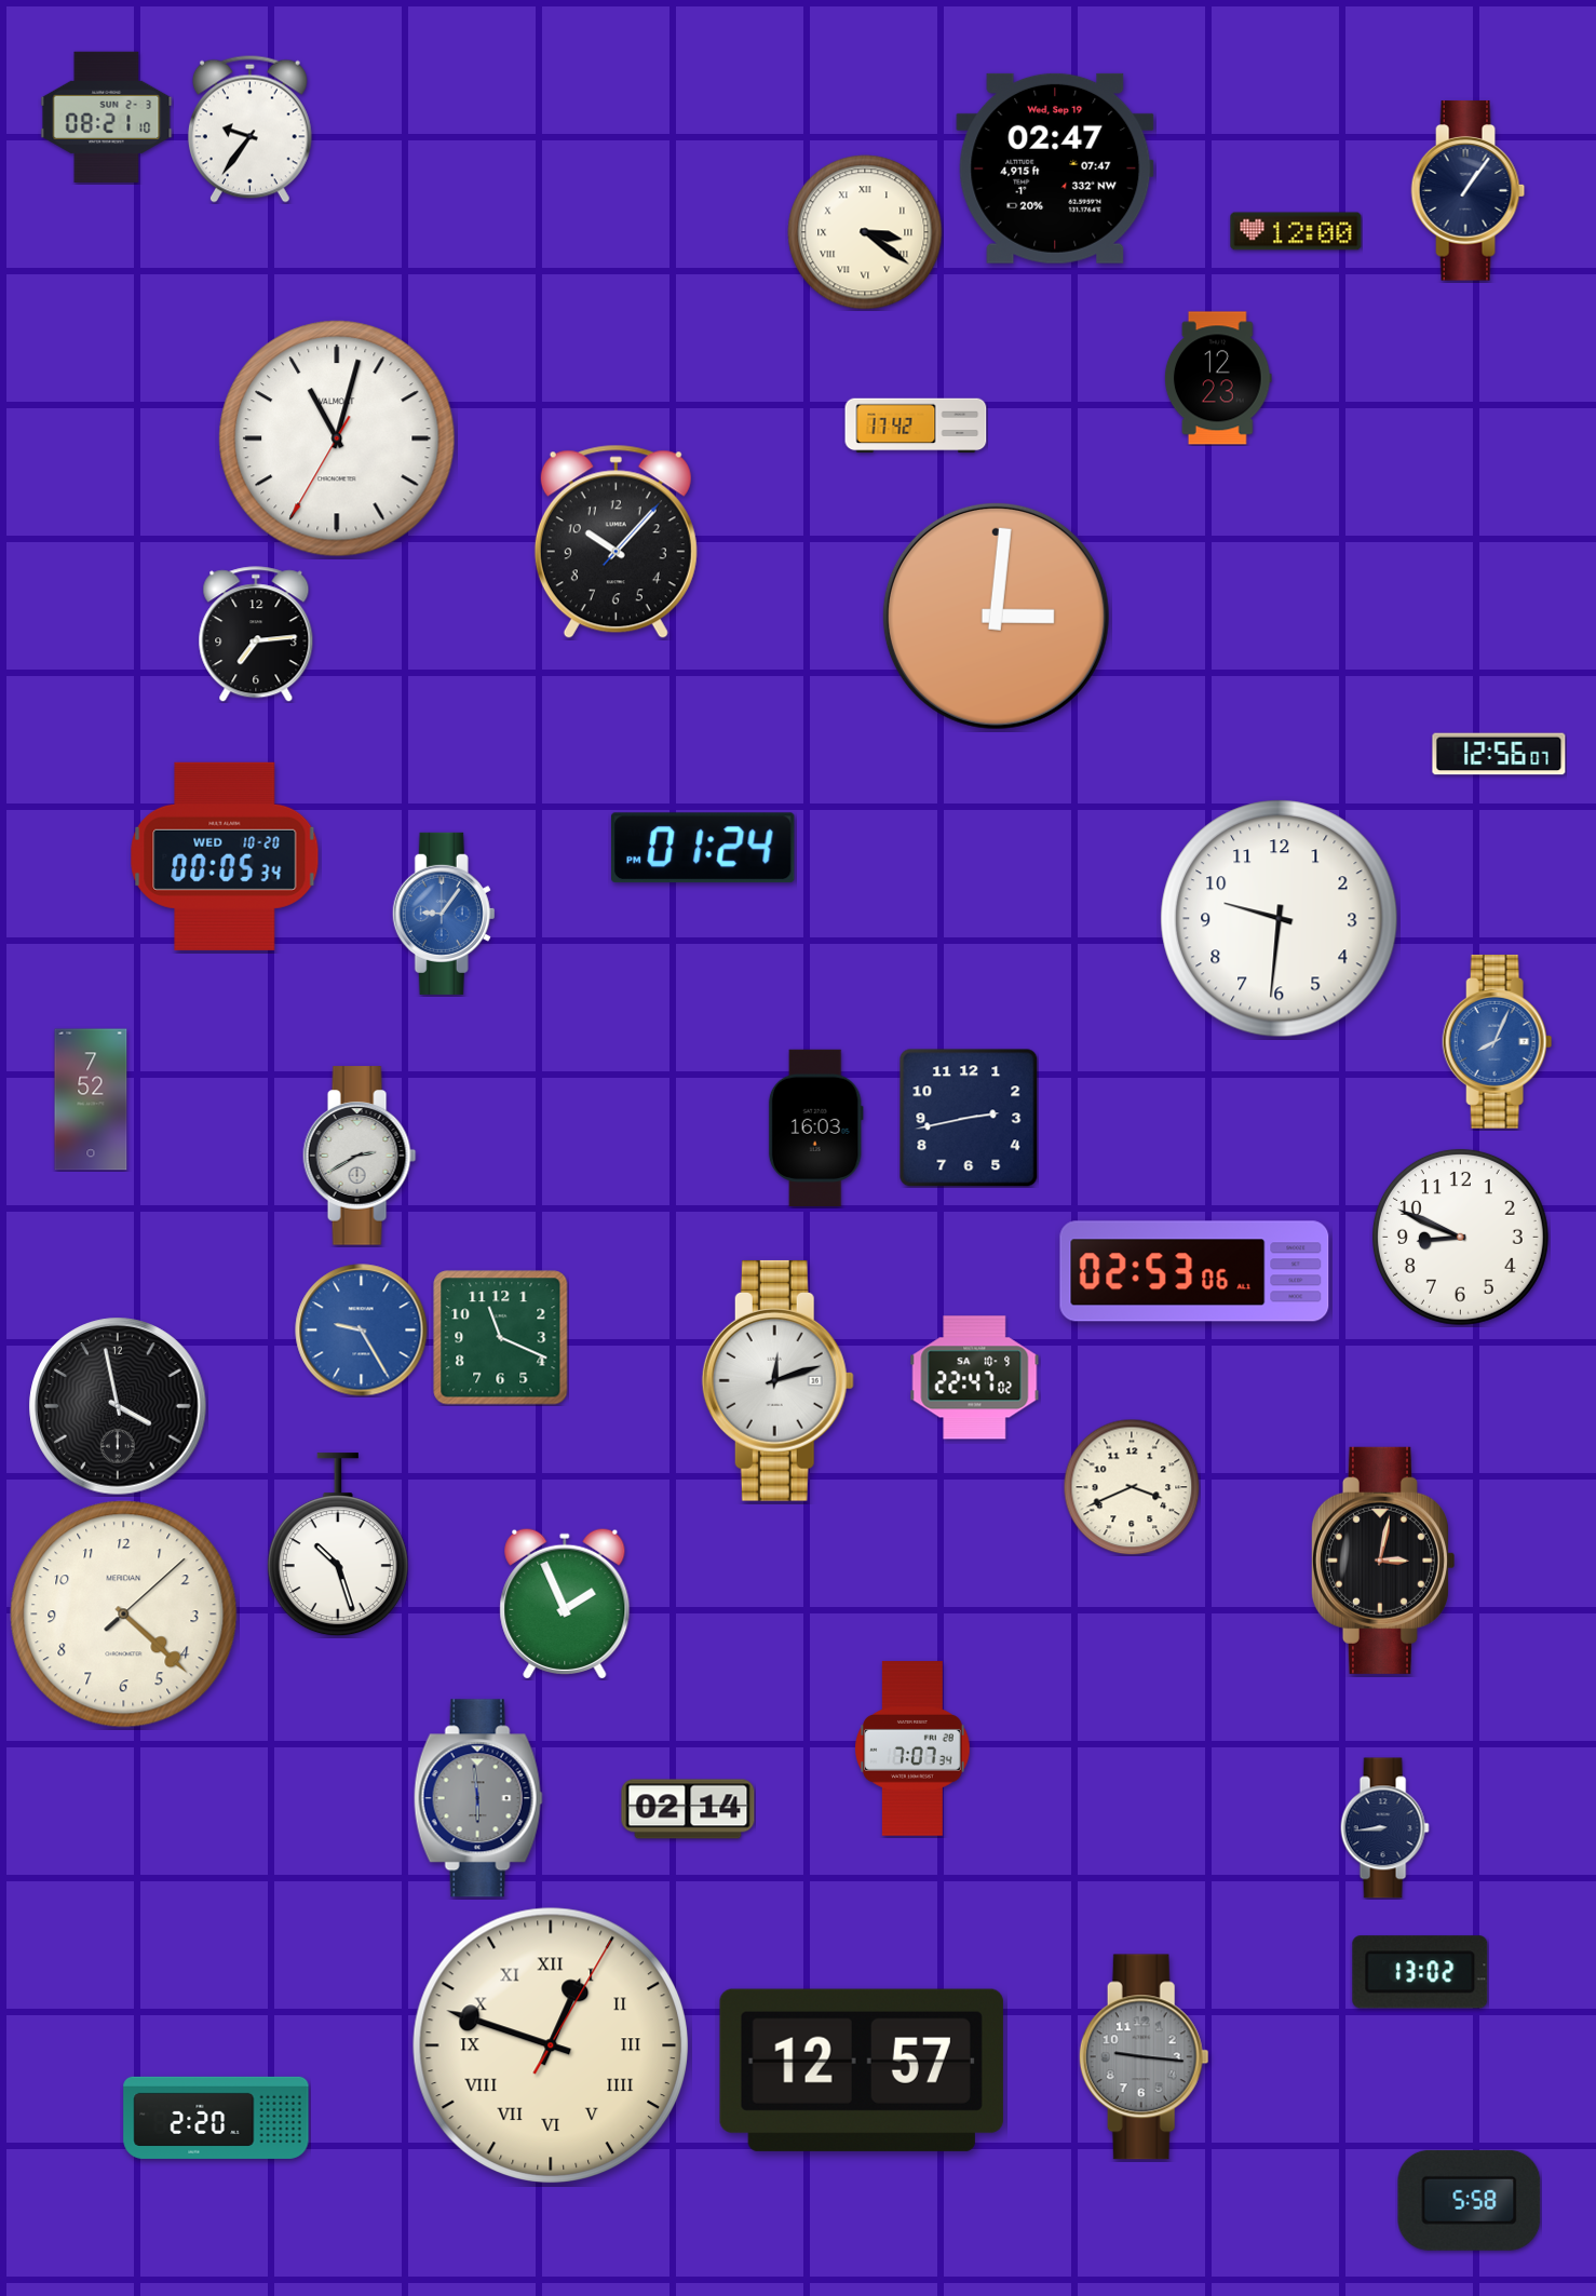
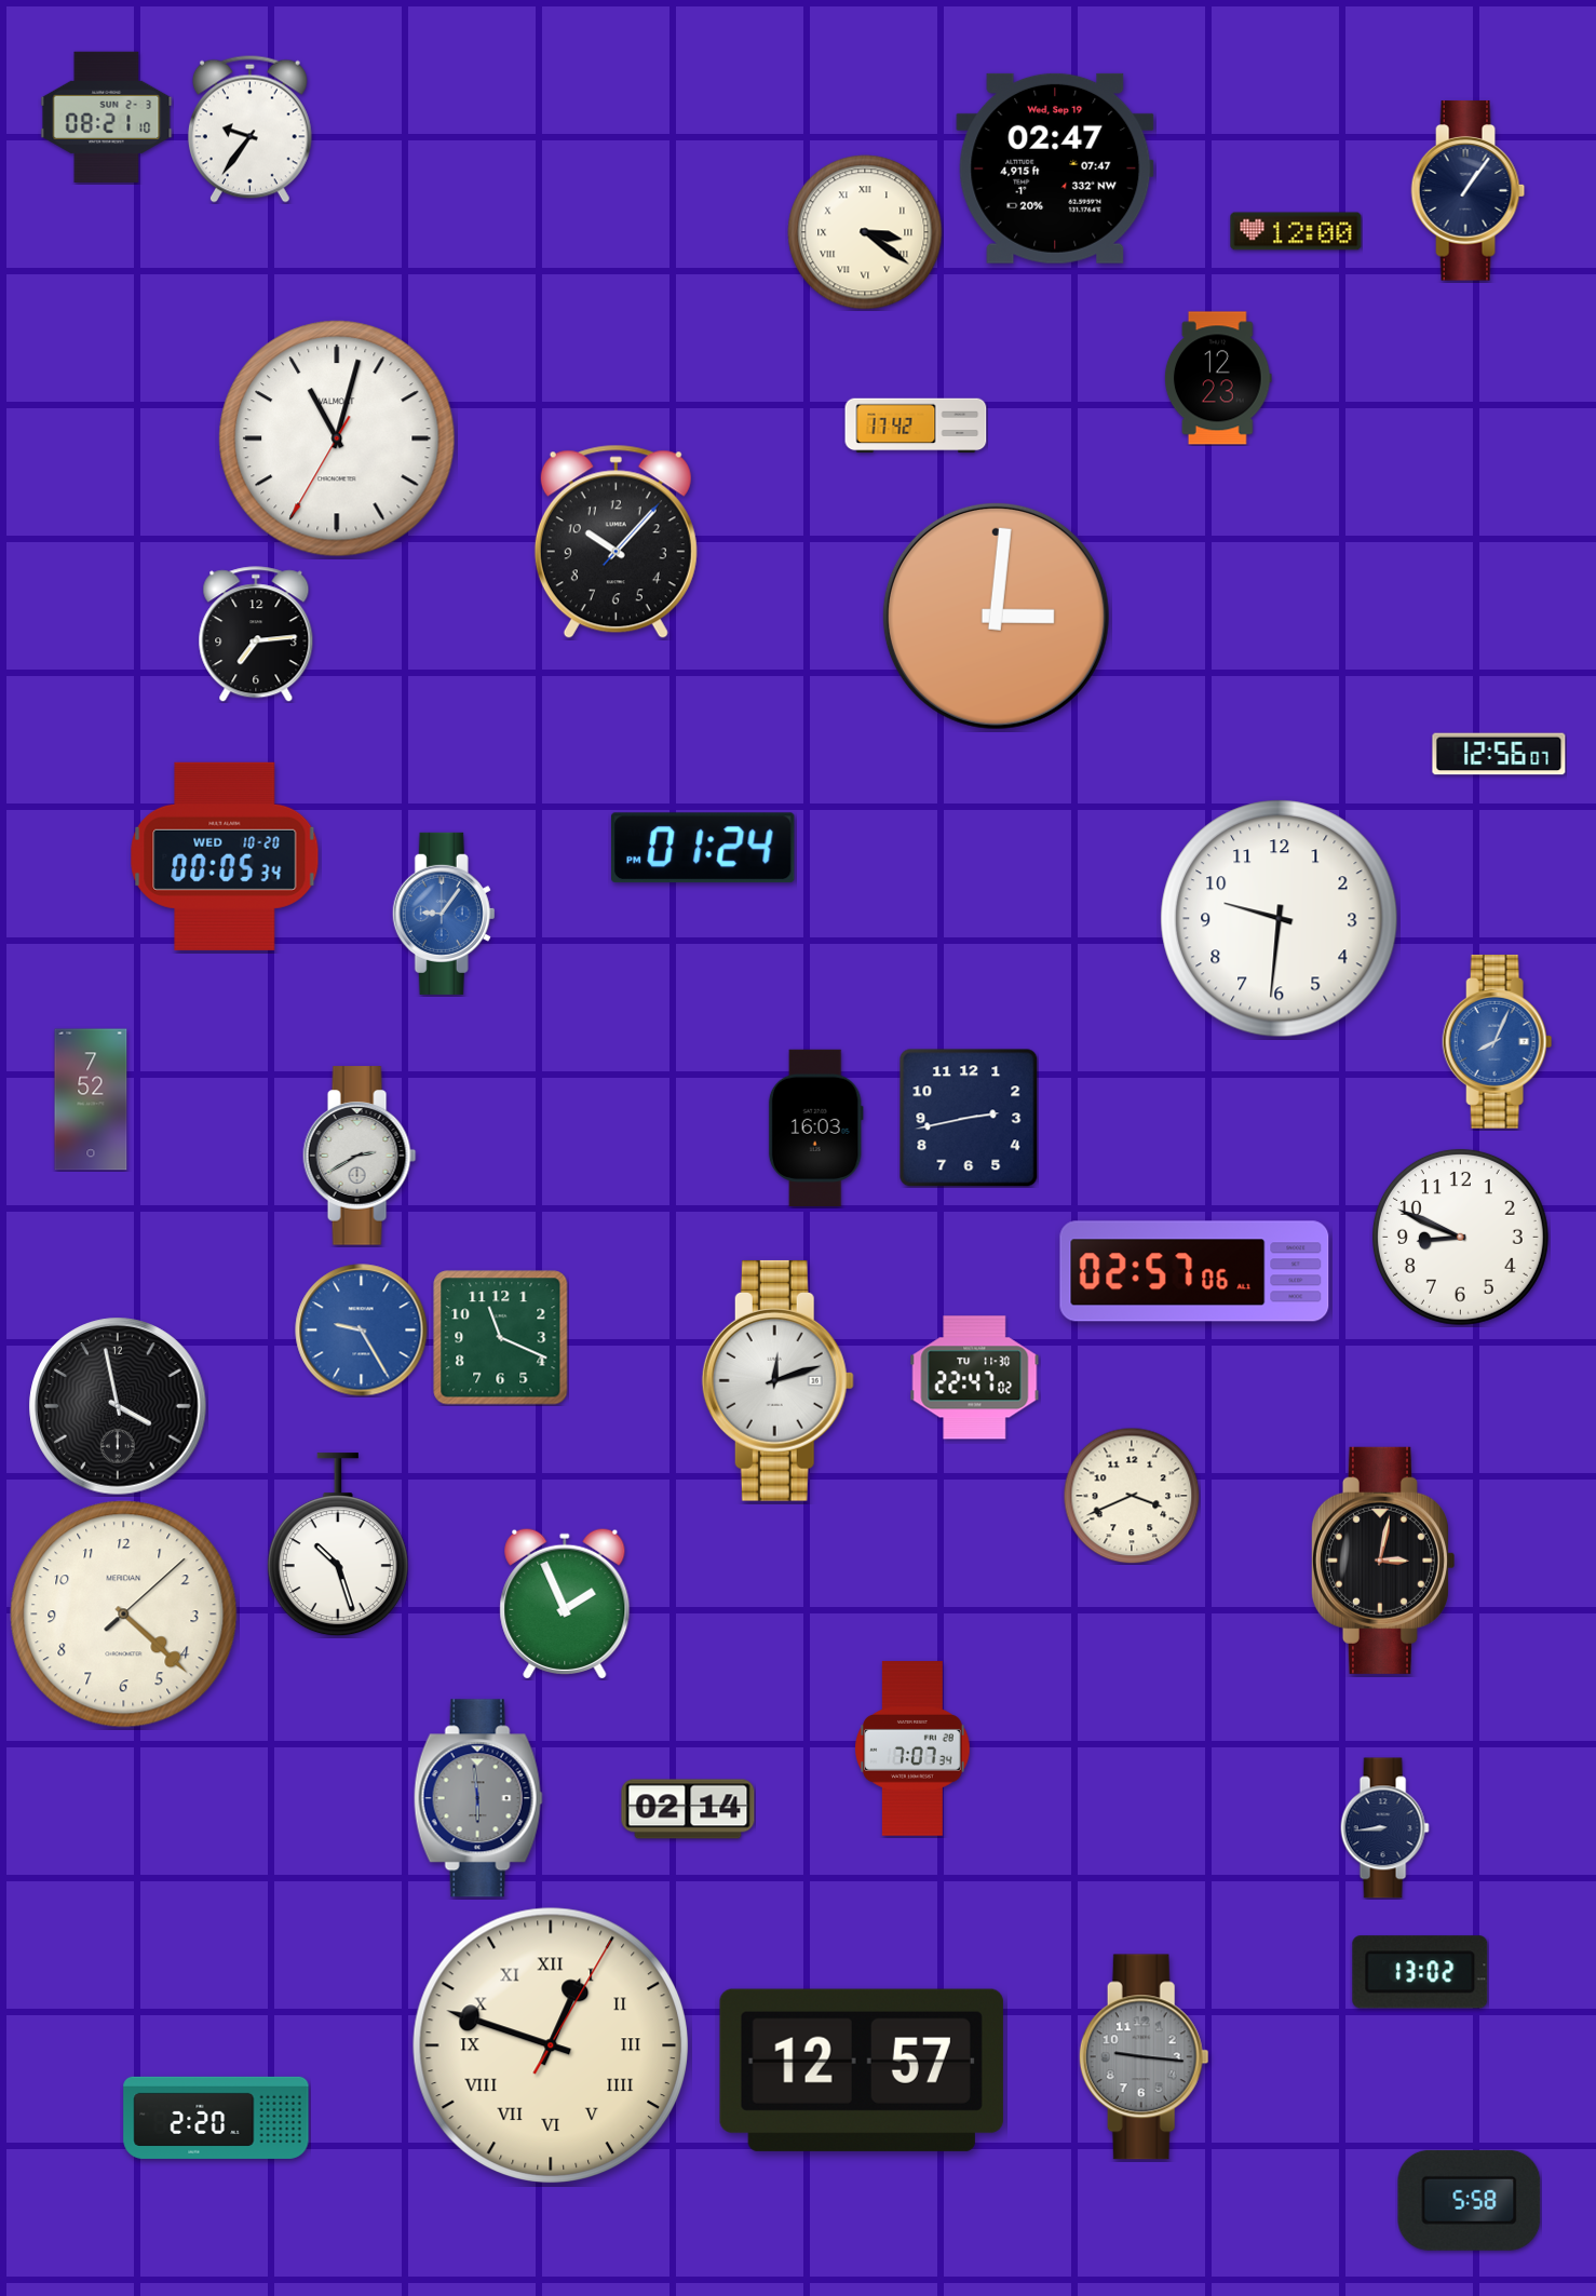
clock at (1194, 1271): 02:53 -> 02:57
clock at (975, 1378) date: SA 10-9 -> TU 11-30
clock at (1132, 1487) position: (1132, 1487) -> (1132, 1496)
